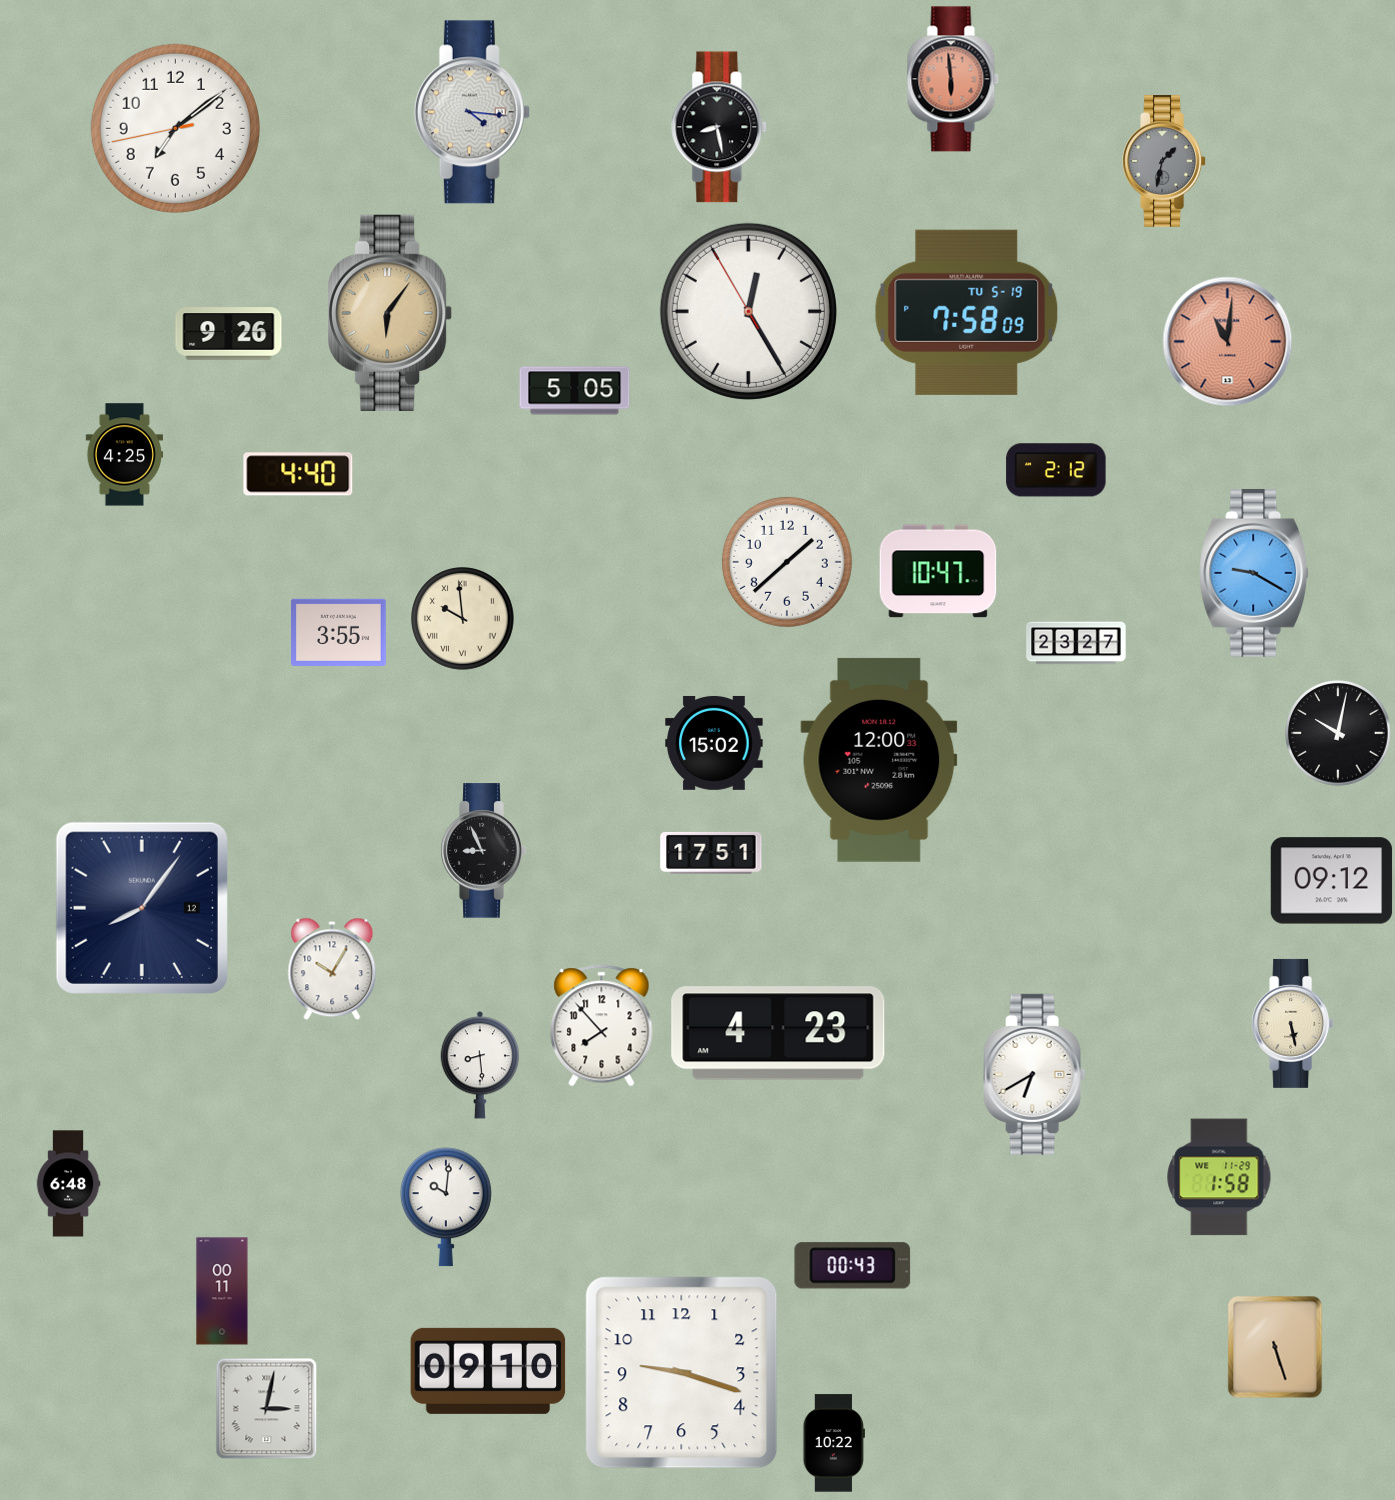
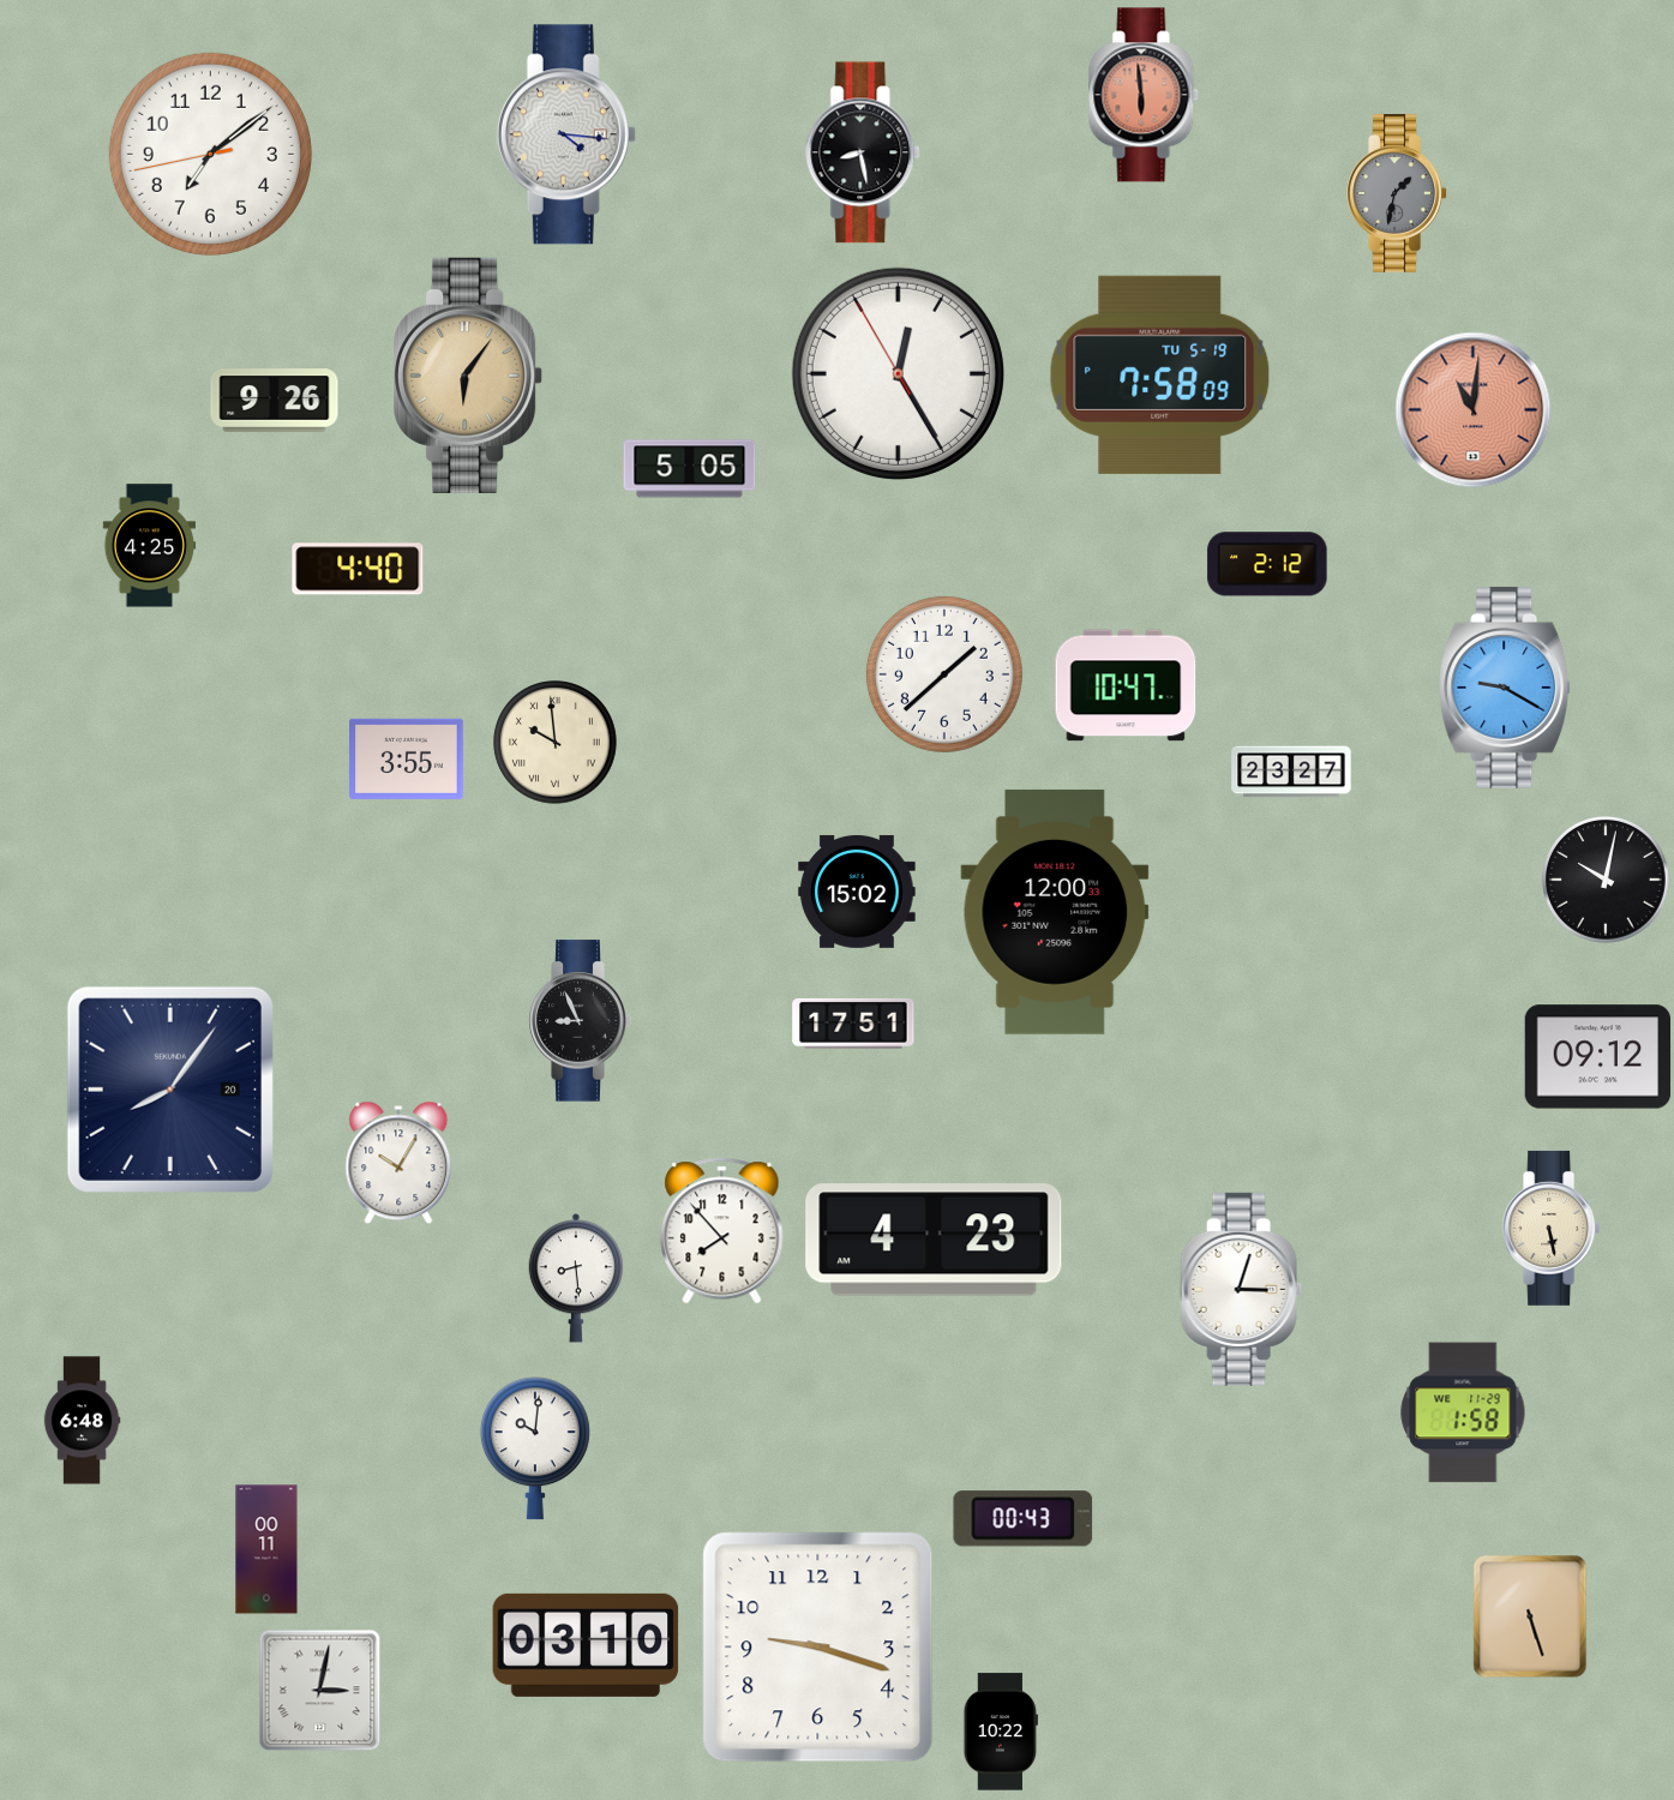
clock at (142, 908) date: 12 -> 20
clock at (1035, 1074): 6:40 -> 3:03
clock at (488, 1371): 09:10 -> 03:10
